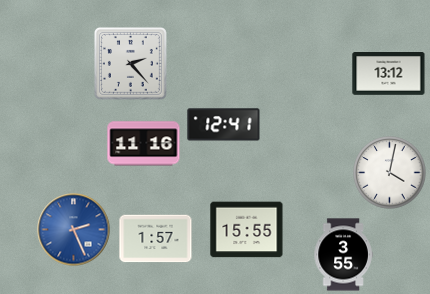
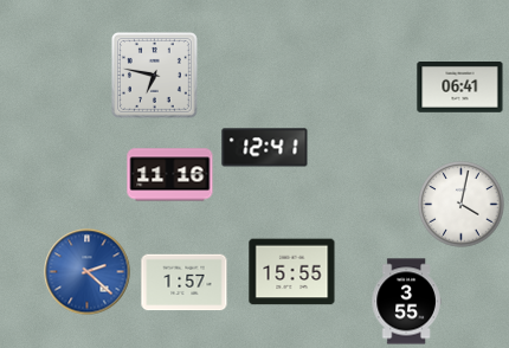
clock at (130, 63): 2:23 -> 6:47
clock at (389, 74): 13:12 -> 06:41
clock at (144, 144) position: (144, 144) -> (170, 175)
clock at (74, 230): 2:26 -> 2:22
